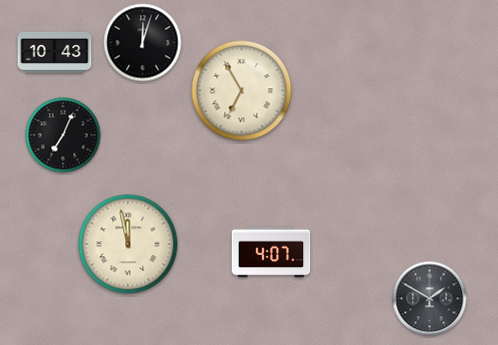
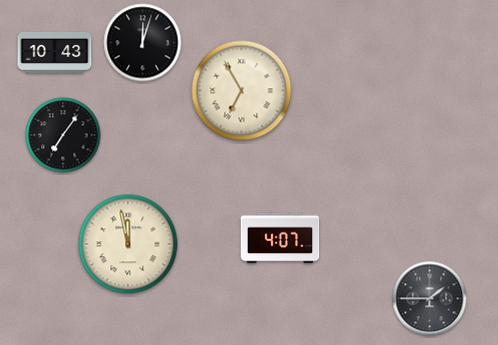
clock at (63, 135): 7:04 -> 7:06
clock at (271, 252) position: (271, 252) -> (280, 238)
clock at (430, 299): 1:50 -> 1:45
